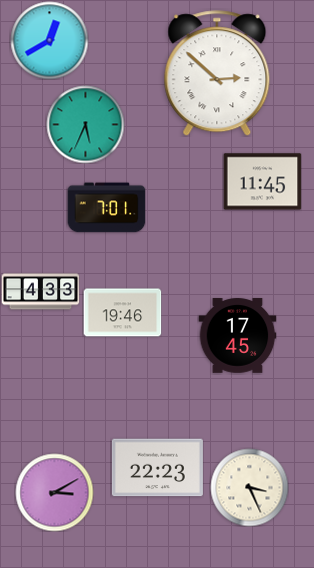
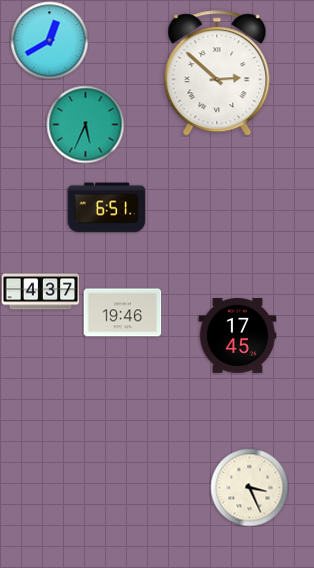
clock at (262, 182): 11:45 -> none
clock at (106, 208): 7:01 -> 6:51
clock at (40, 292): 4:33 -> 4:37
clock at (157, 468): 22:23 -> none
clock at (54, 492): 3:10 -> none
